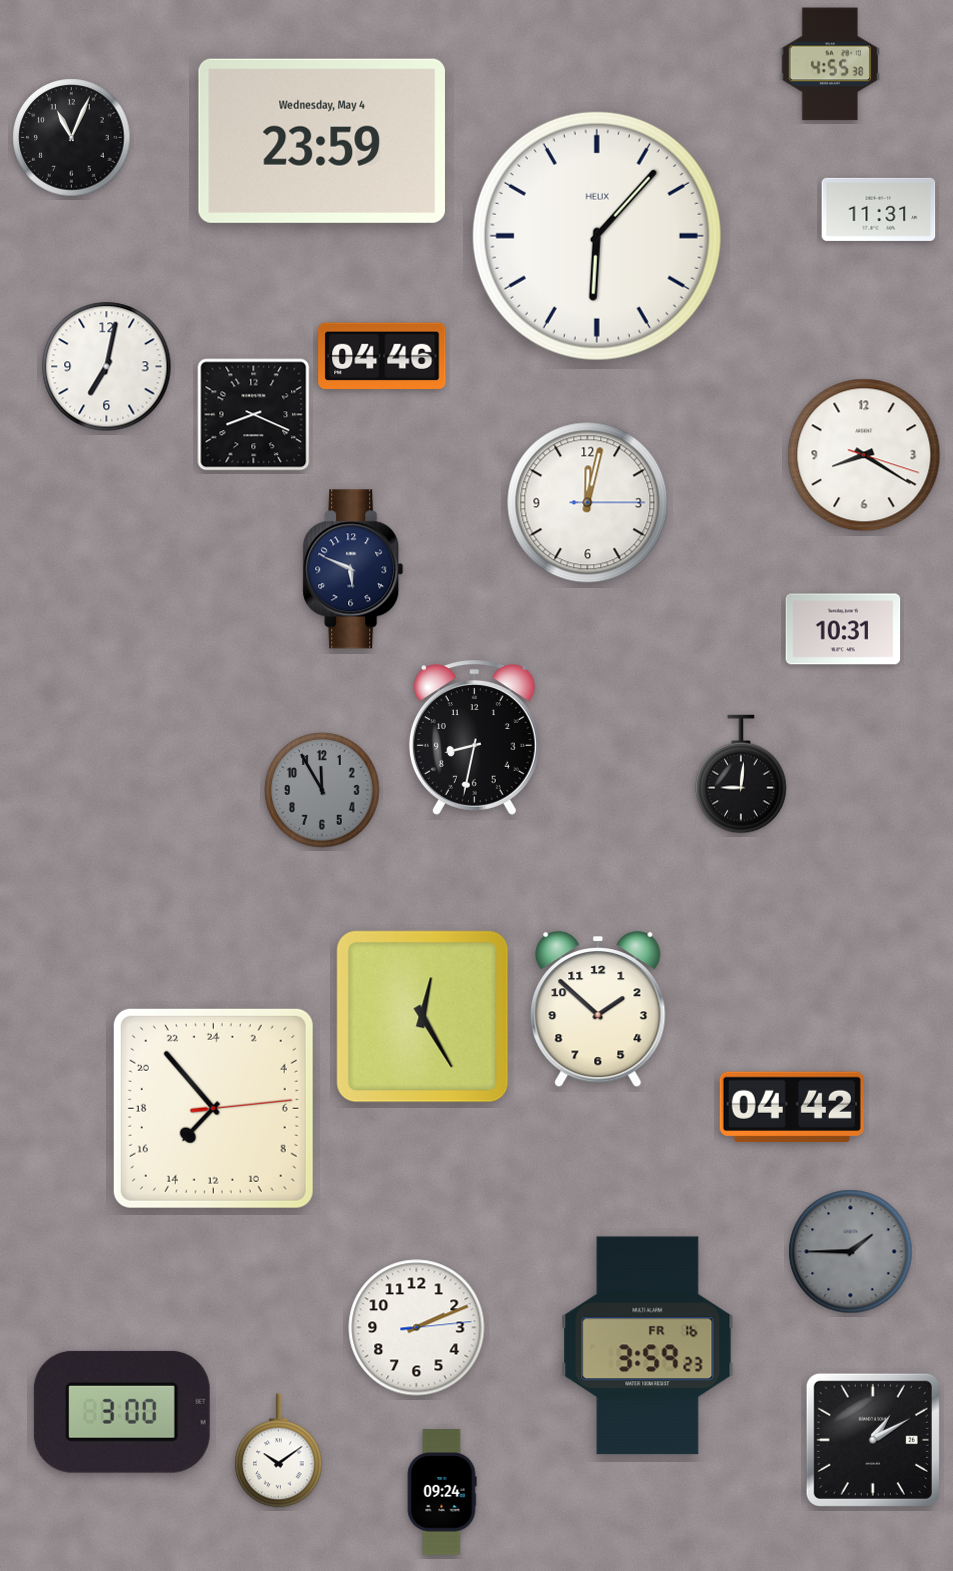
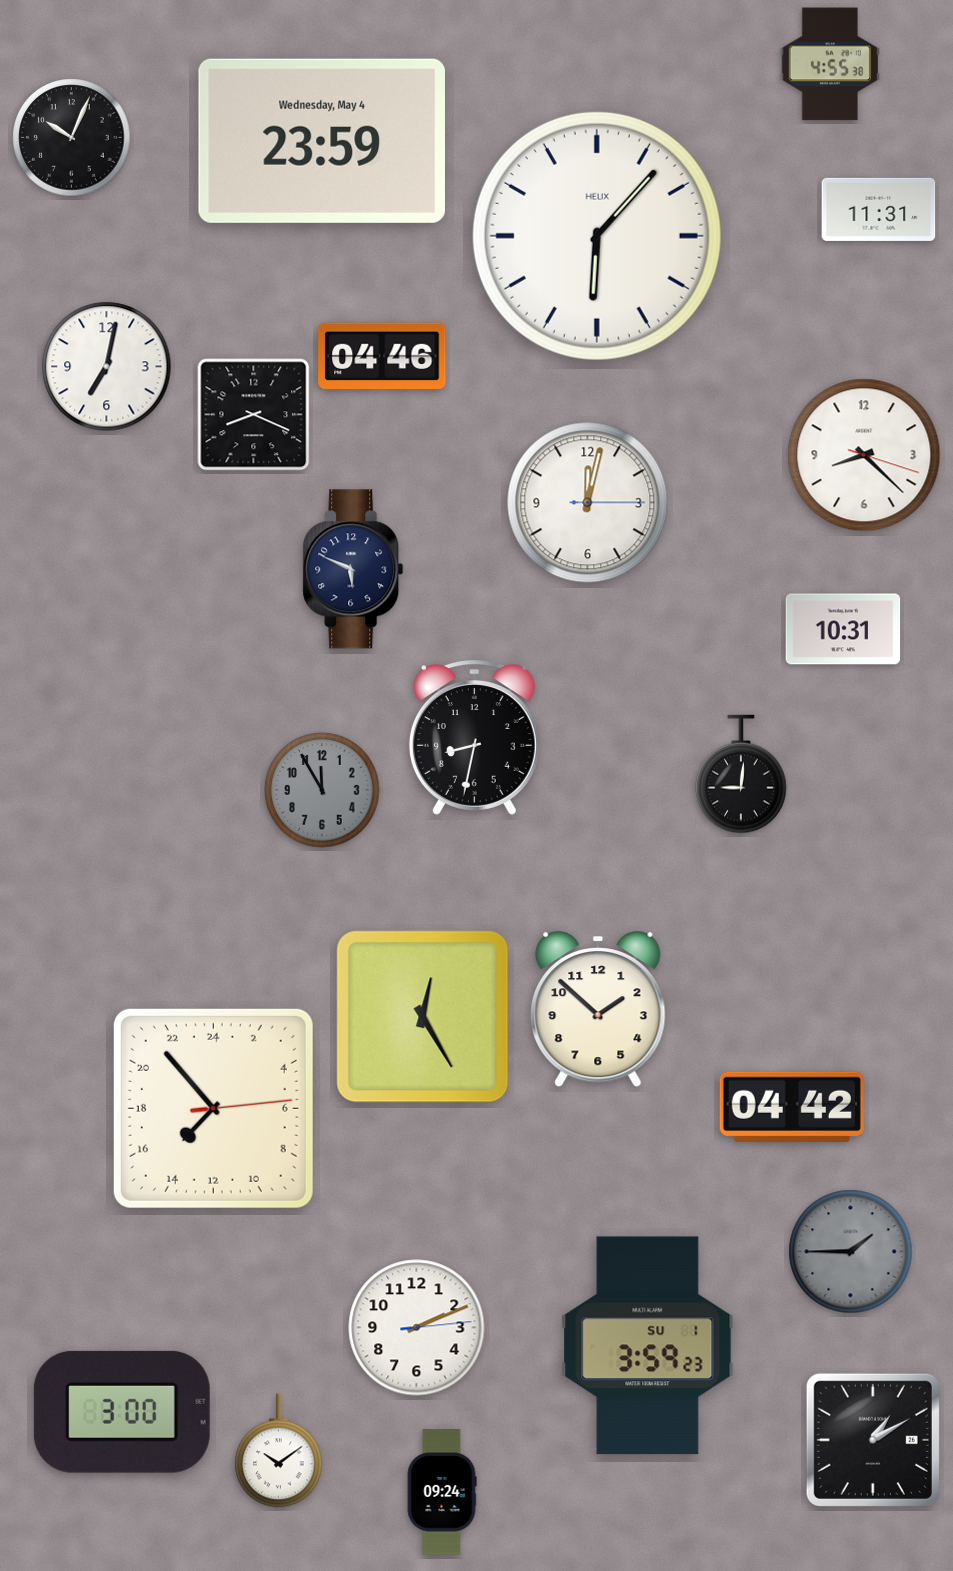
clock at (72, 138): 11:04 -> 10:04
clock at (864, 455): 8:20 -> 8:22
clock at (648, 1346) date: FR 16 -> SU 1
